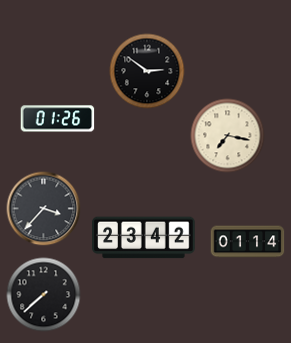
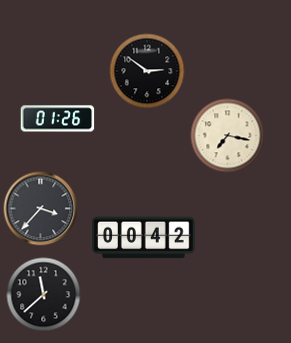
clock at (44, 209) position: (44, 209) -> (41, 209)
clock at (144, 238): 23:42 -> 00:42
clock at (248, 242): 01:14 -> none
clock at (44, 295): 7:38 -> 11:38
